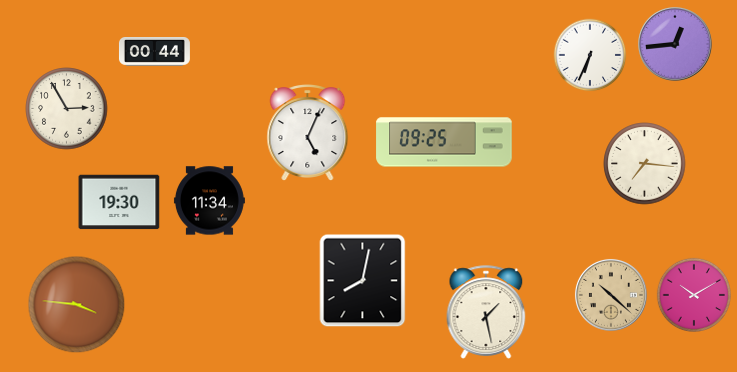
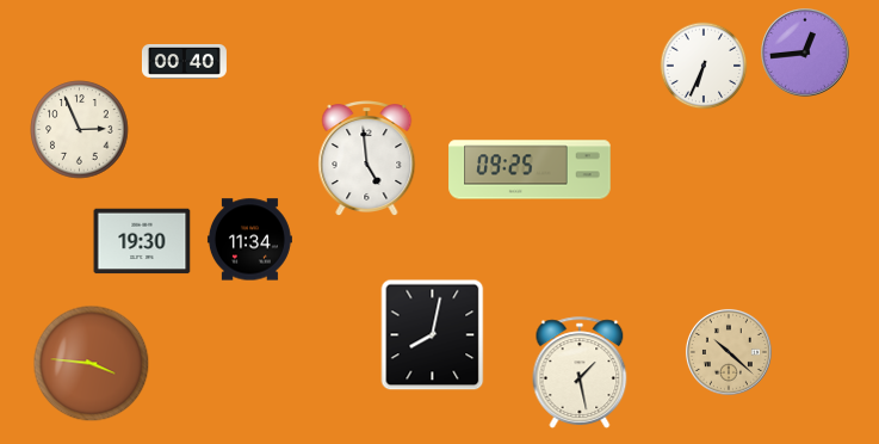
clock at (154, 52): 00:44 -> 00:40
clock at (67, 109): 2:55 -> 2:56
clock at (308, 133): 5:04 -> 4:59
clock at (645, 164): 7:16 -> none
clock at (693, 294): 10:10 -> none
